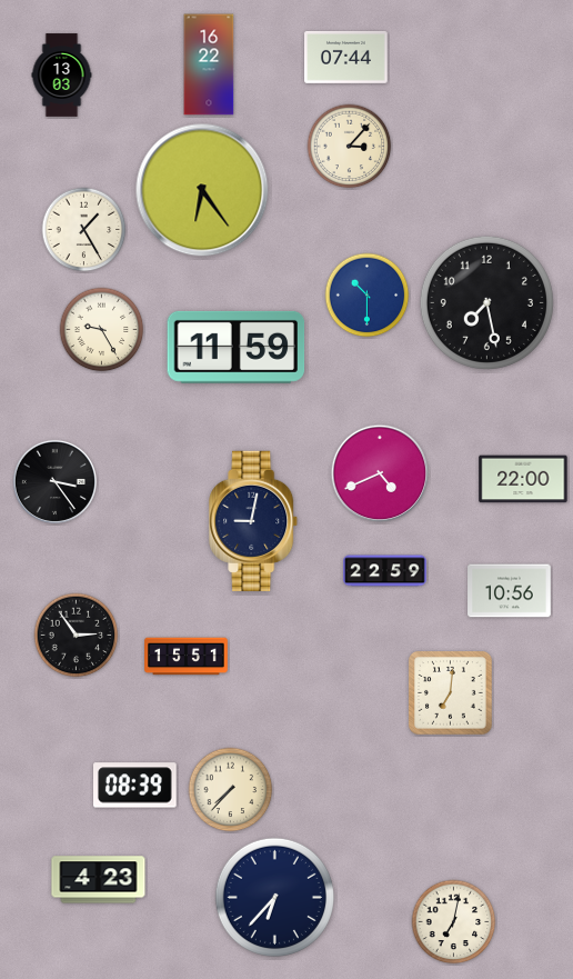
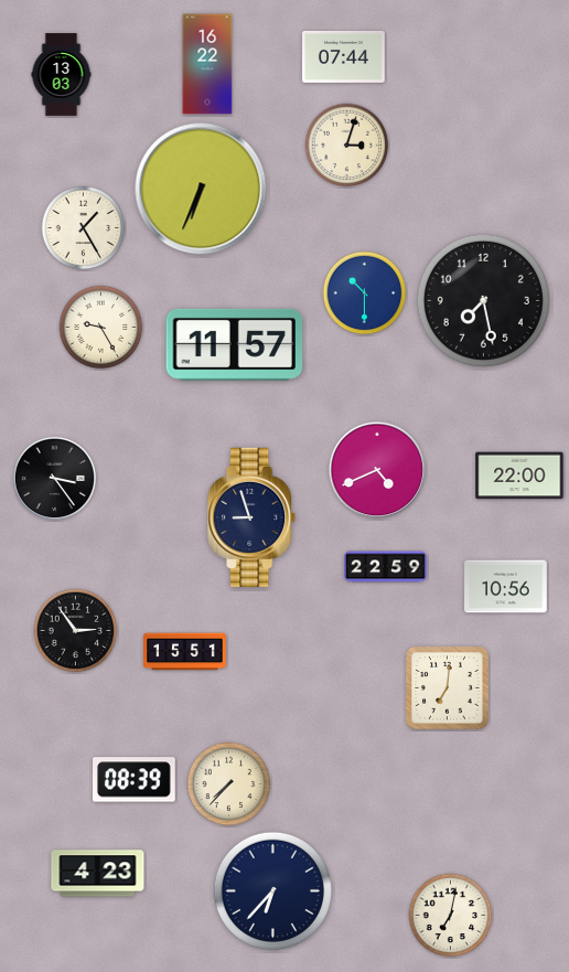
clock at (350, 147): 3:07 -> 3:03
clock at (202, 190): 6:24 -> 6:34
clock at (237, 347): 11:59 -> 11:57
clock at (254, 521): 9:02 -> 8:57
clock at (385, 571) position: (385, 571) -> (386, 567)
